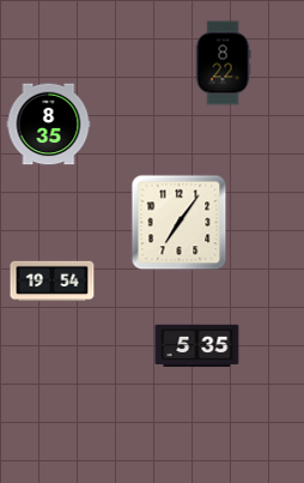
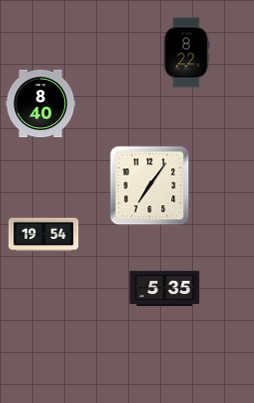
clock at (49, 125): 8:35 -> 8:40
